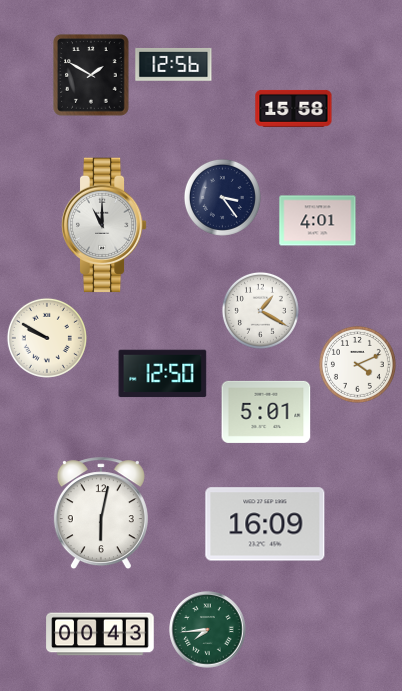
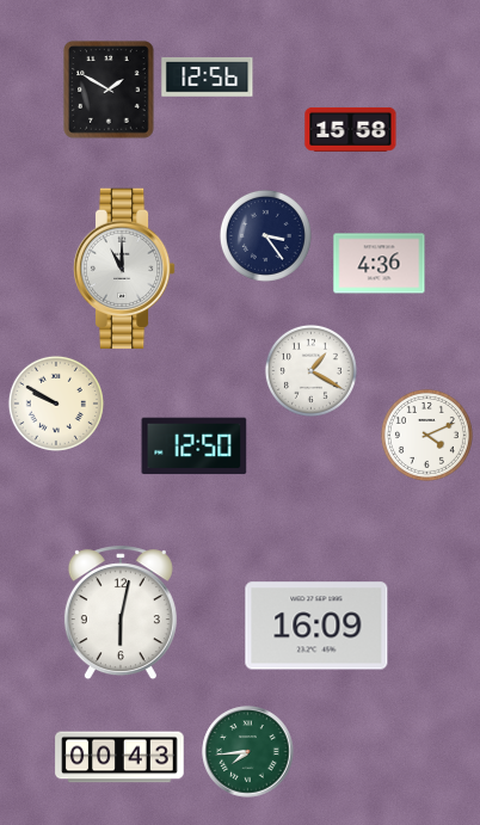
clock at (318, 221): 4:01 -> 4:36
clock at (266, 412): 5:01 -> none
